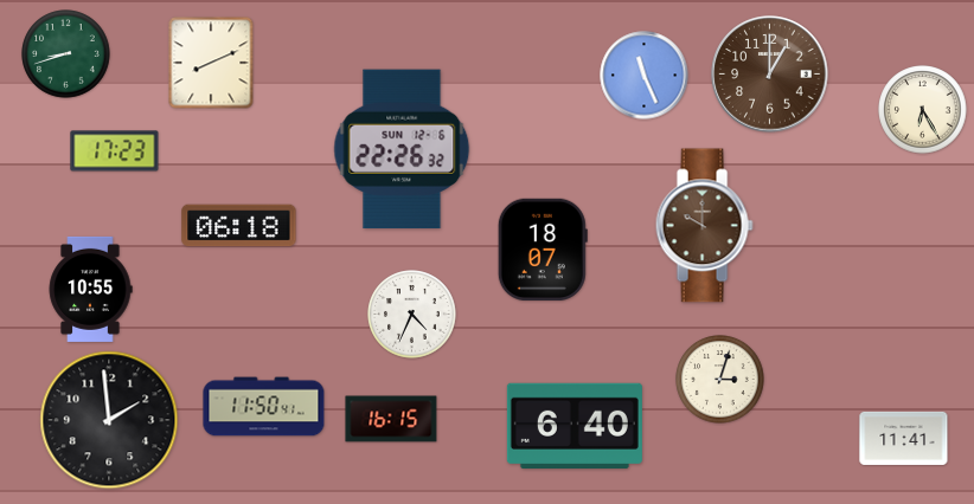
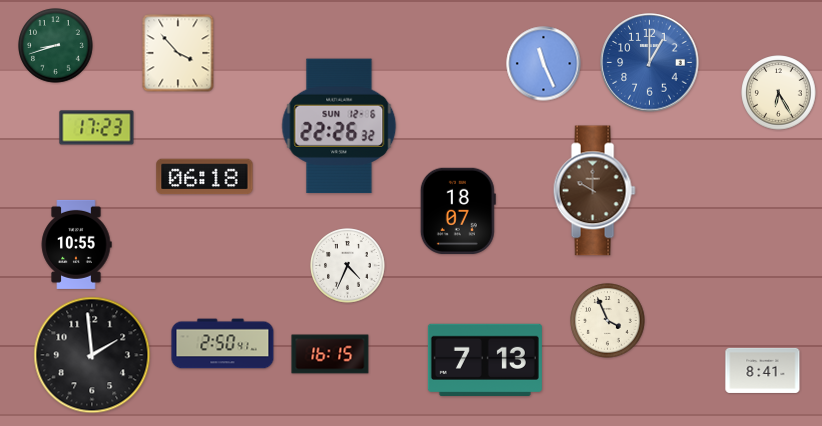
clock at (211, 63): 8:11 -> 3:53
clock at (770, 75) dial: brown -> blue
clock at (239, 226) position: (239, 226) -> (205, 177)
clock at (720, 380): 3:03 -> 3:56
clock at (264, 407): 11:50 -> 2:50
clock at (575, 425): 6:40 -> 7:13
clock at (904, 438): 11:41 -> 8:41
